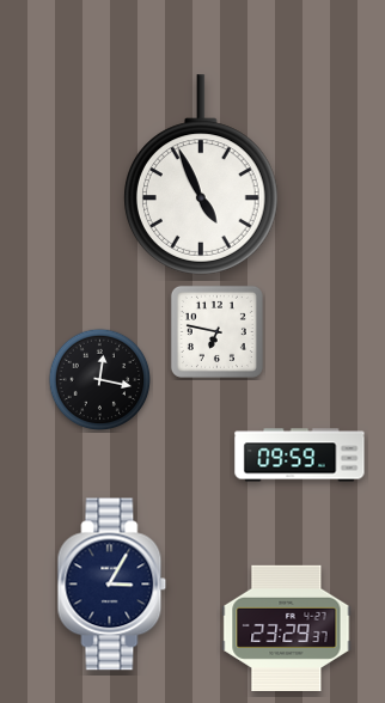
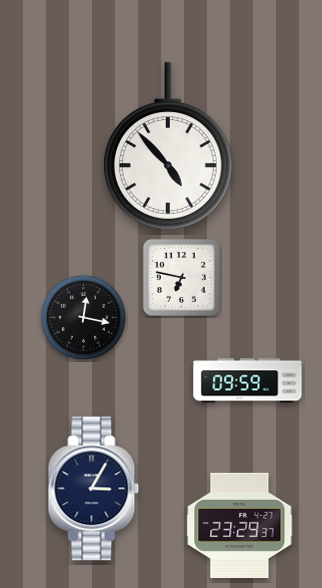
clock at (202, 175): 4:56 -> 4:53
clock at (300, 456) position: (300, 456) -> (248, 381)
